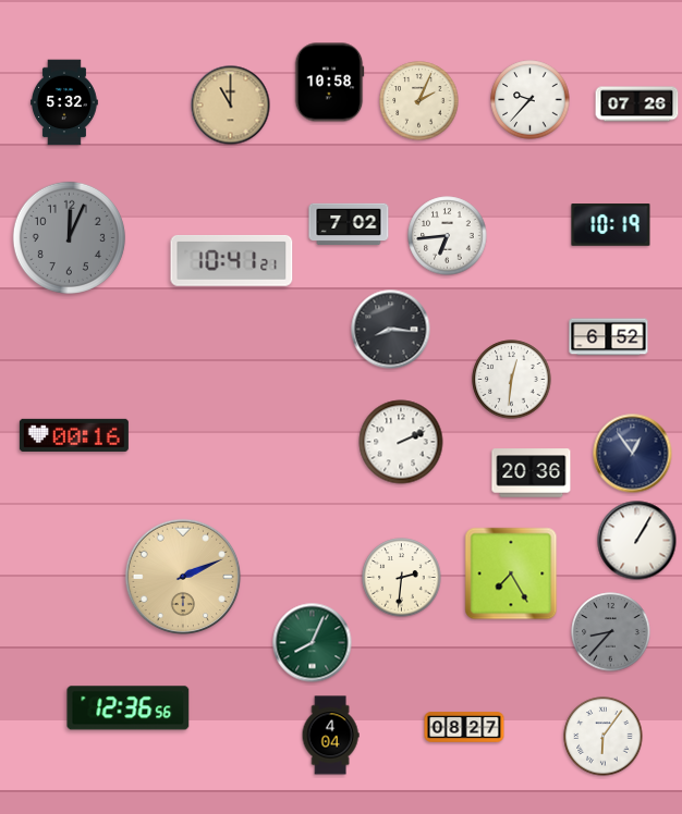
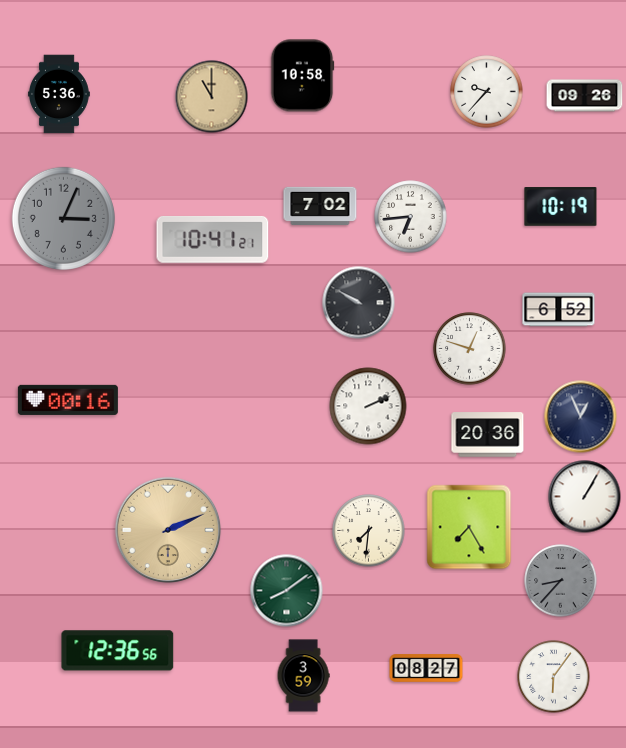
clock at (419, 101): 2:04 -> none
clock at (64, 102): 5:32 -> 5:36
clock at (637, 104): 07:26 -> 09:26
clock at (69, 237): 12:04 -> 3:04
clock at (391, 330): 8:16 -> 9:50
clock at (512, 380): 12:31 -> 12:48
clock at (633, 454): 12:54 -> 12:56
clock at (402, 578): 2:31 -> 7:31
clock at (313, 643): 8:04 -> 8:09
clock at (330, 736): 4:04 -> 3:59
